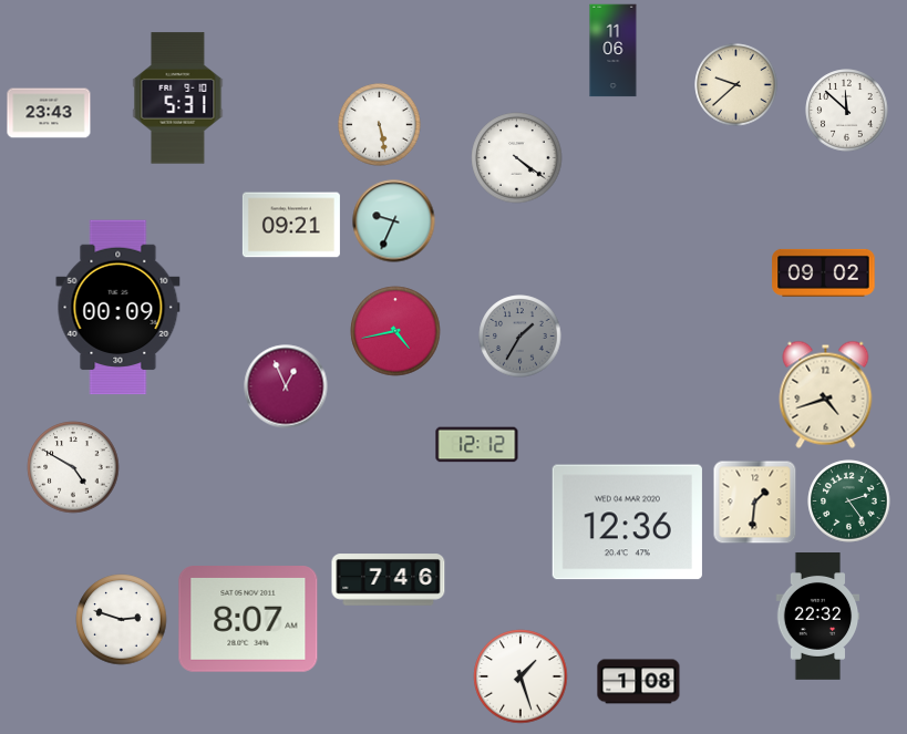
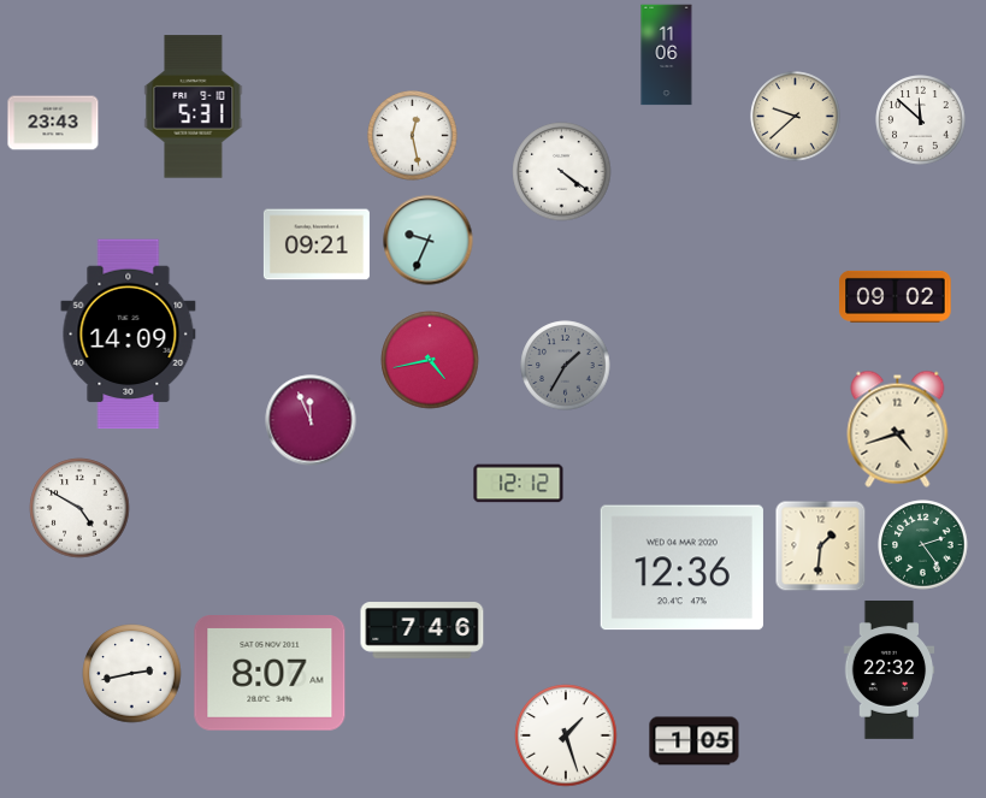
clock at (736, 85) position: (736, 85) -> (796, 117)
clock at (380, 125): 5:28 -> 12:28
clock at (118, 308): 00:09 -> 14:09
clock at (286, 386): 12:56 -> 11:56
clock at (122, 620): 2:48 -> 2:43
clock at (639, 682): 1:08 -> 1:05
